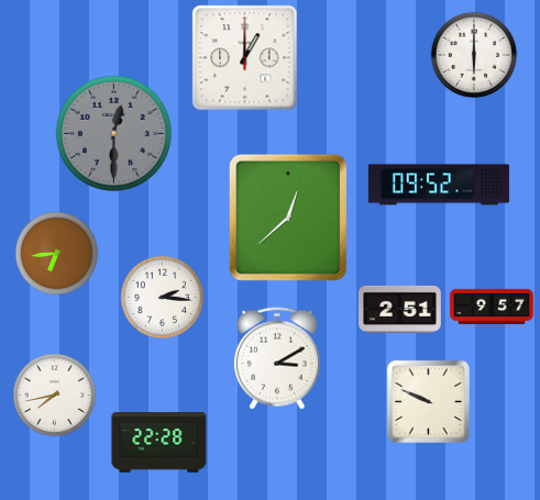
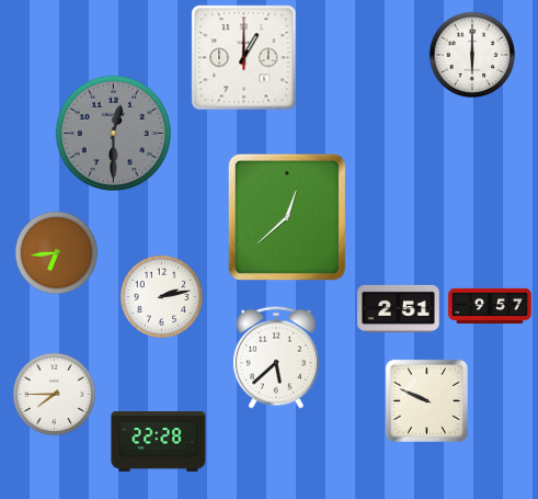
clock at (439, 185): 09:52 -> none
clock at (163, 298): 2:16 -> 2:13
clock at (277, 358): 3:10 -> 5:38
clock at (55, 396): 7:43 -> 7:45
